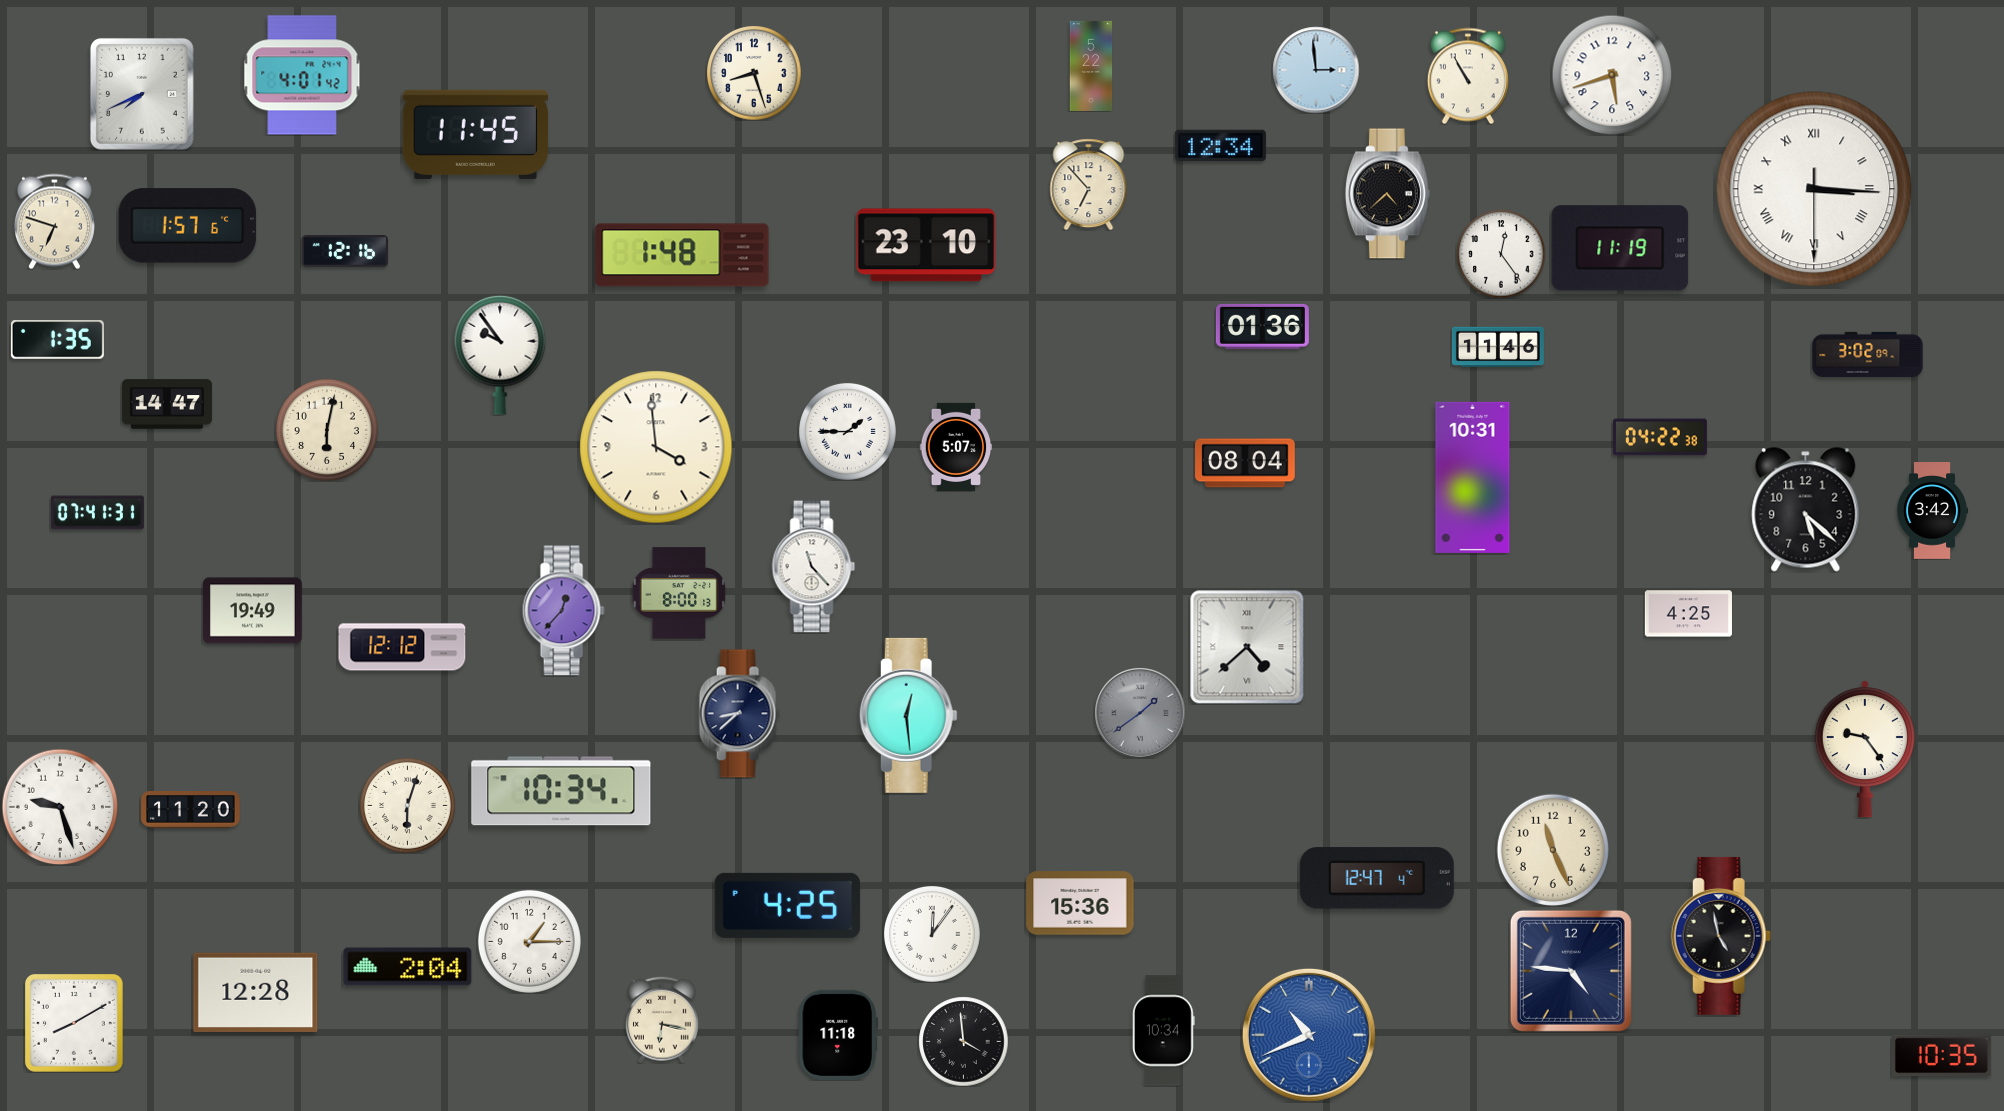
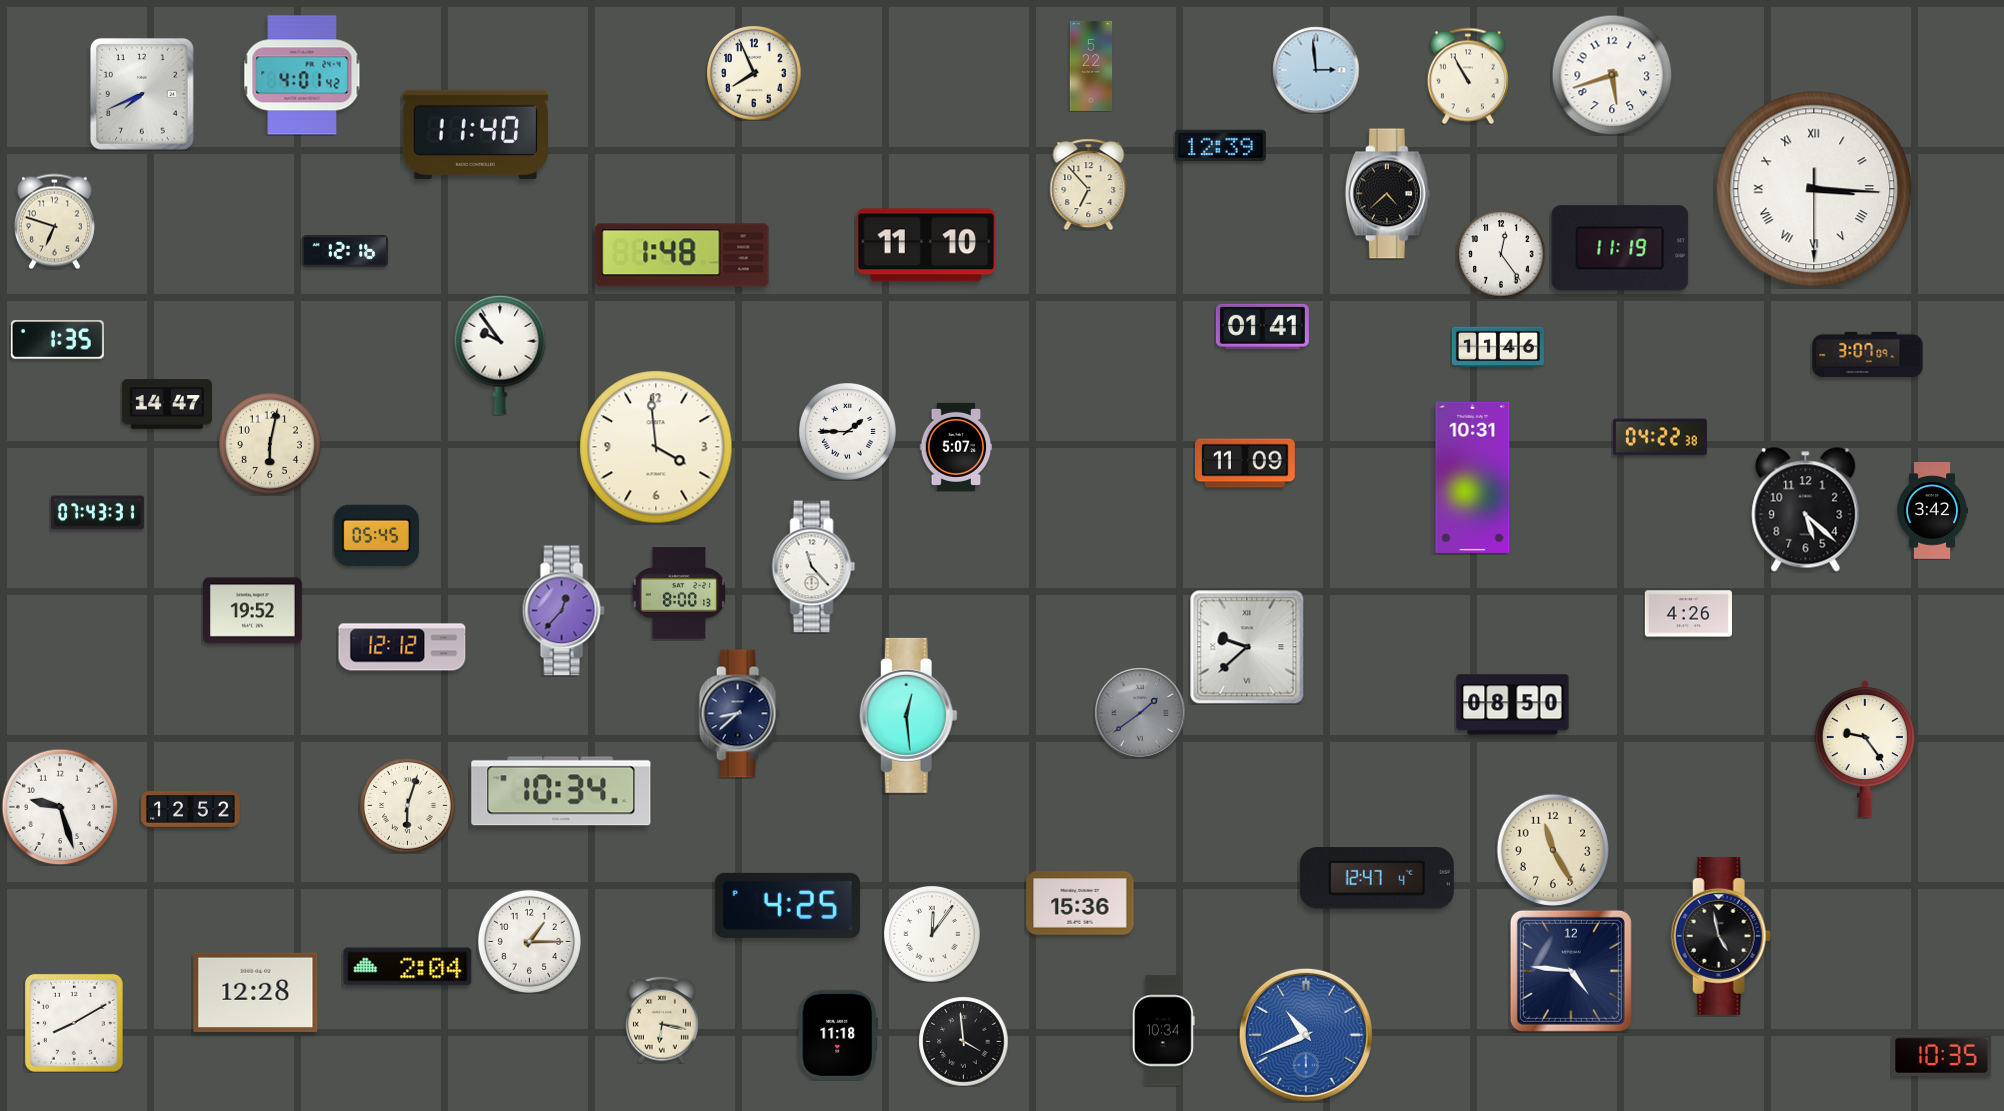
clock at (754, 73): 8:27 -> 7:56
clock at (475, 134): 11:45 -> 11:40
clock at (1220, 146): 12:34 -> 12:39
clock at (188, 226): 1:57 -> none
clock at (926, 245): 23:10 -> 11:10
clock at (1262, 326): 01:36 -> 01:41
clock at (1868, 354): 3:02 -> 3:07
clock at (327, 430) position: (327, 430) -> (270, 444)
clock at (1245, 463): 08:04 -> 11:09
clock at (97, 513): 07:41 -> 07:43
clock at (376, 536): none -> 05:45
clock at (253, 611): 19:49 -> 19:52
clock at (1688, 614): 4:25 -> 4:26
clock at (1247, 647): 4:38 -> 9:38
clock at (1513, 705): none -> 08:50
clock at (191, 810): 11:20 -> 12:52
clock at (1553, 850): 11:26 -> 11:25
clock at (1309, 1035) position: (1309, 1035) -> (1306, 1035)
